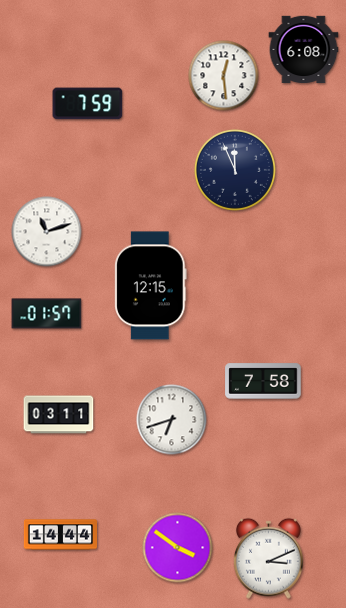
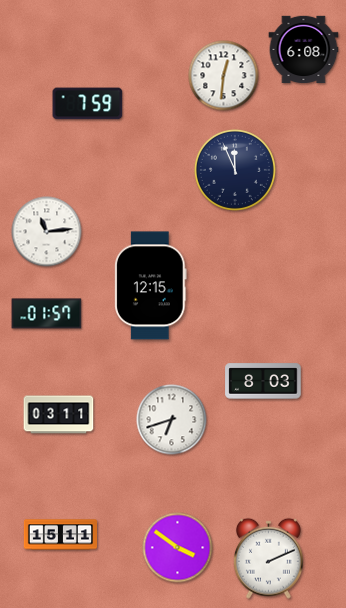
clock at (224, 76): 12:29 -> 12:31
clock at (47, 232): 11:12 -> 11:14
clock at (263, 381): 7:58 -> 8:03
clock at (60, 535): 14:44 -> 15:11
clock at (268, 558): 3:11 -> 2:11
